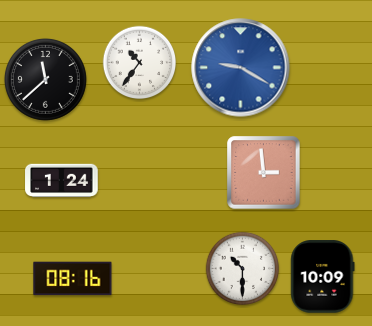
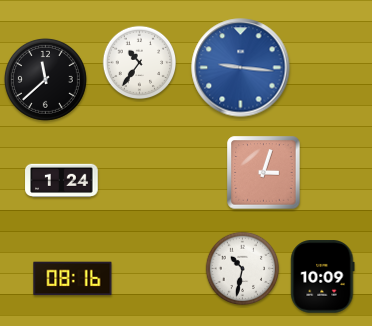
clock at (241, 68): 9:20 -> 9:16
clock at (264, 173): 2:59 -> 3:03
clock at (243, 269): 10:30 -> 10:32
